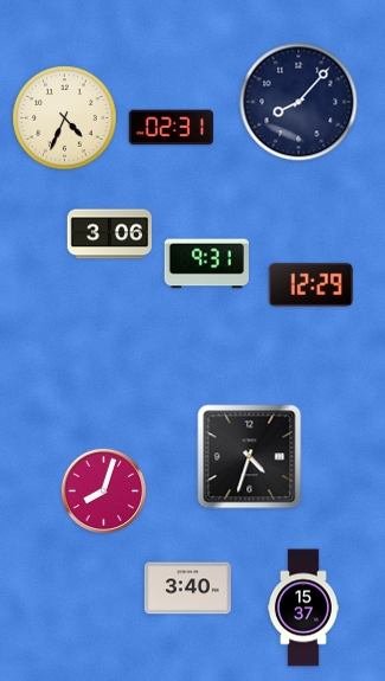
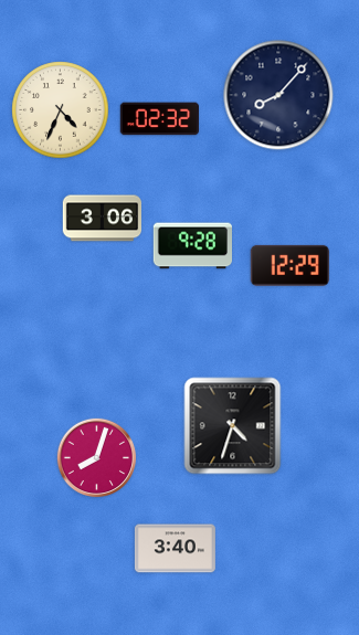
clock at (171, 128): 02:31 -> 02:32
clock at (206, 264): 9:31 -> 9:28
clock at (304, 608): 15:37 -> none
